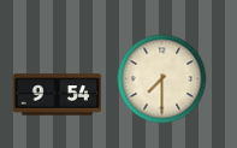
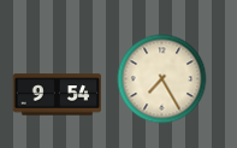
clock at (162, 79): 7:30 -> 7:25
